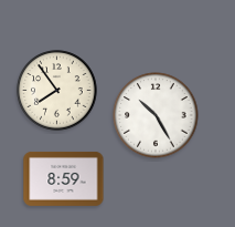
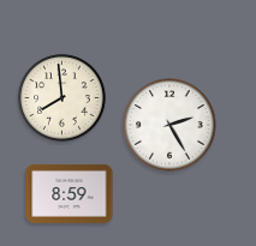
clock at (57, 91): 7:54 -> 7:59
clock at (156, 115): 10:25 -> 2:25
